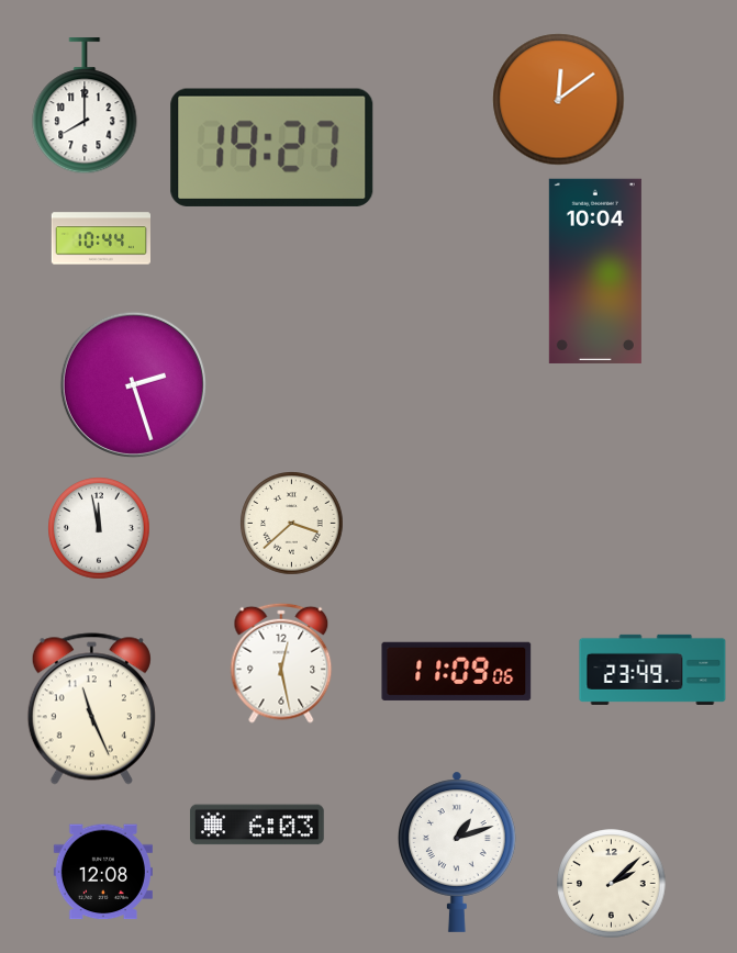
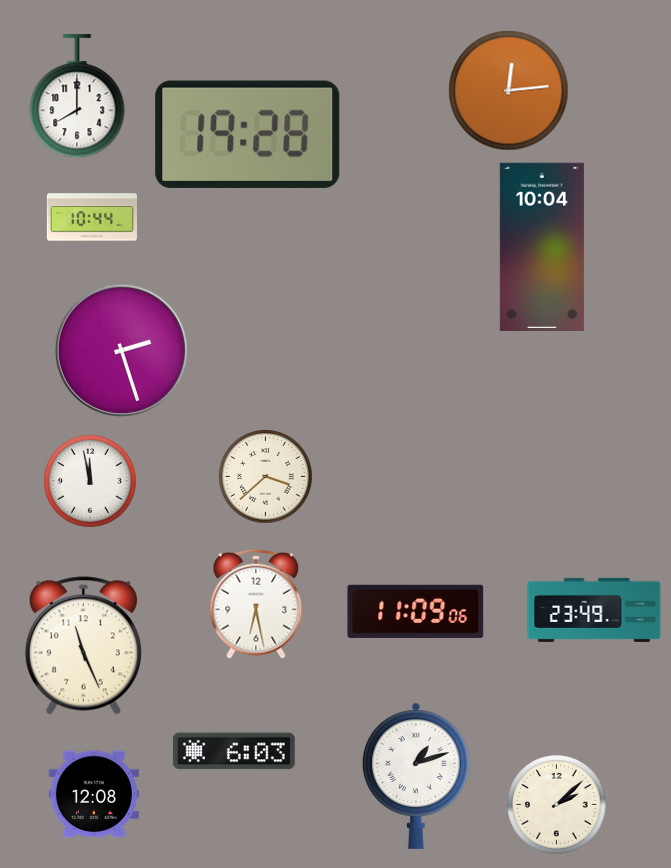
clock at (559, 100): 12:09 -> 12:14
clock at (272, 147): 19:27 -> 19:28
clock at (281, 663): 12:28 -> 6:28
